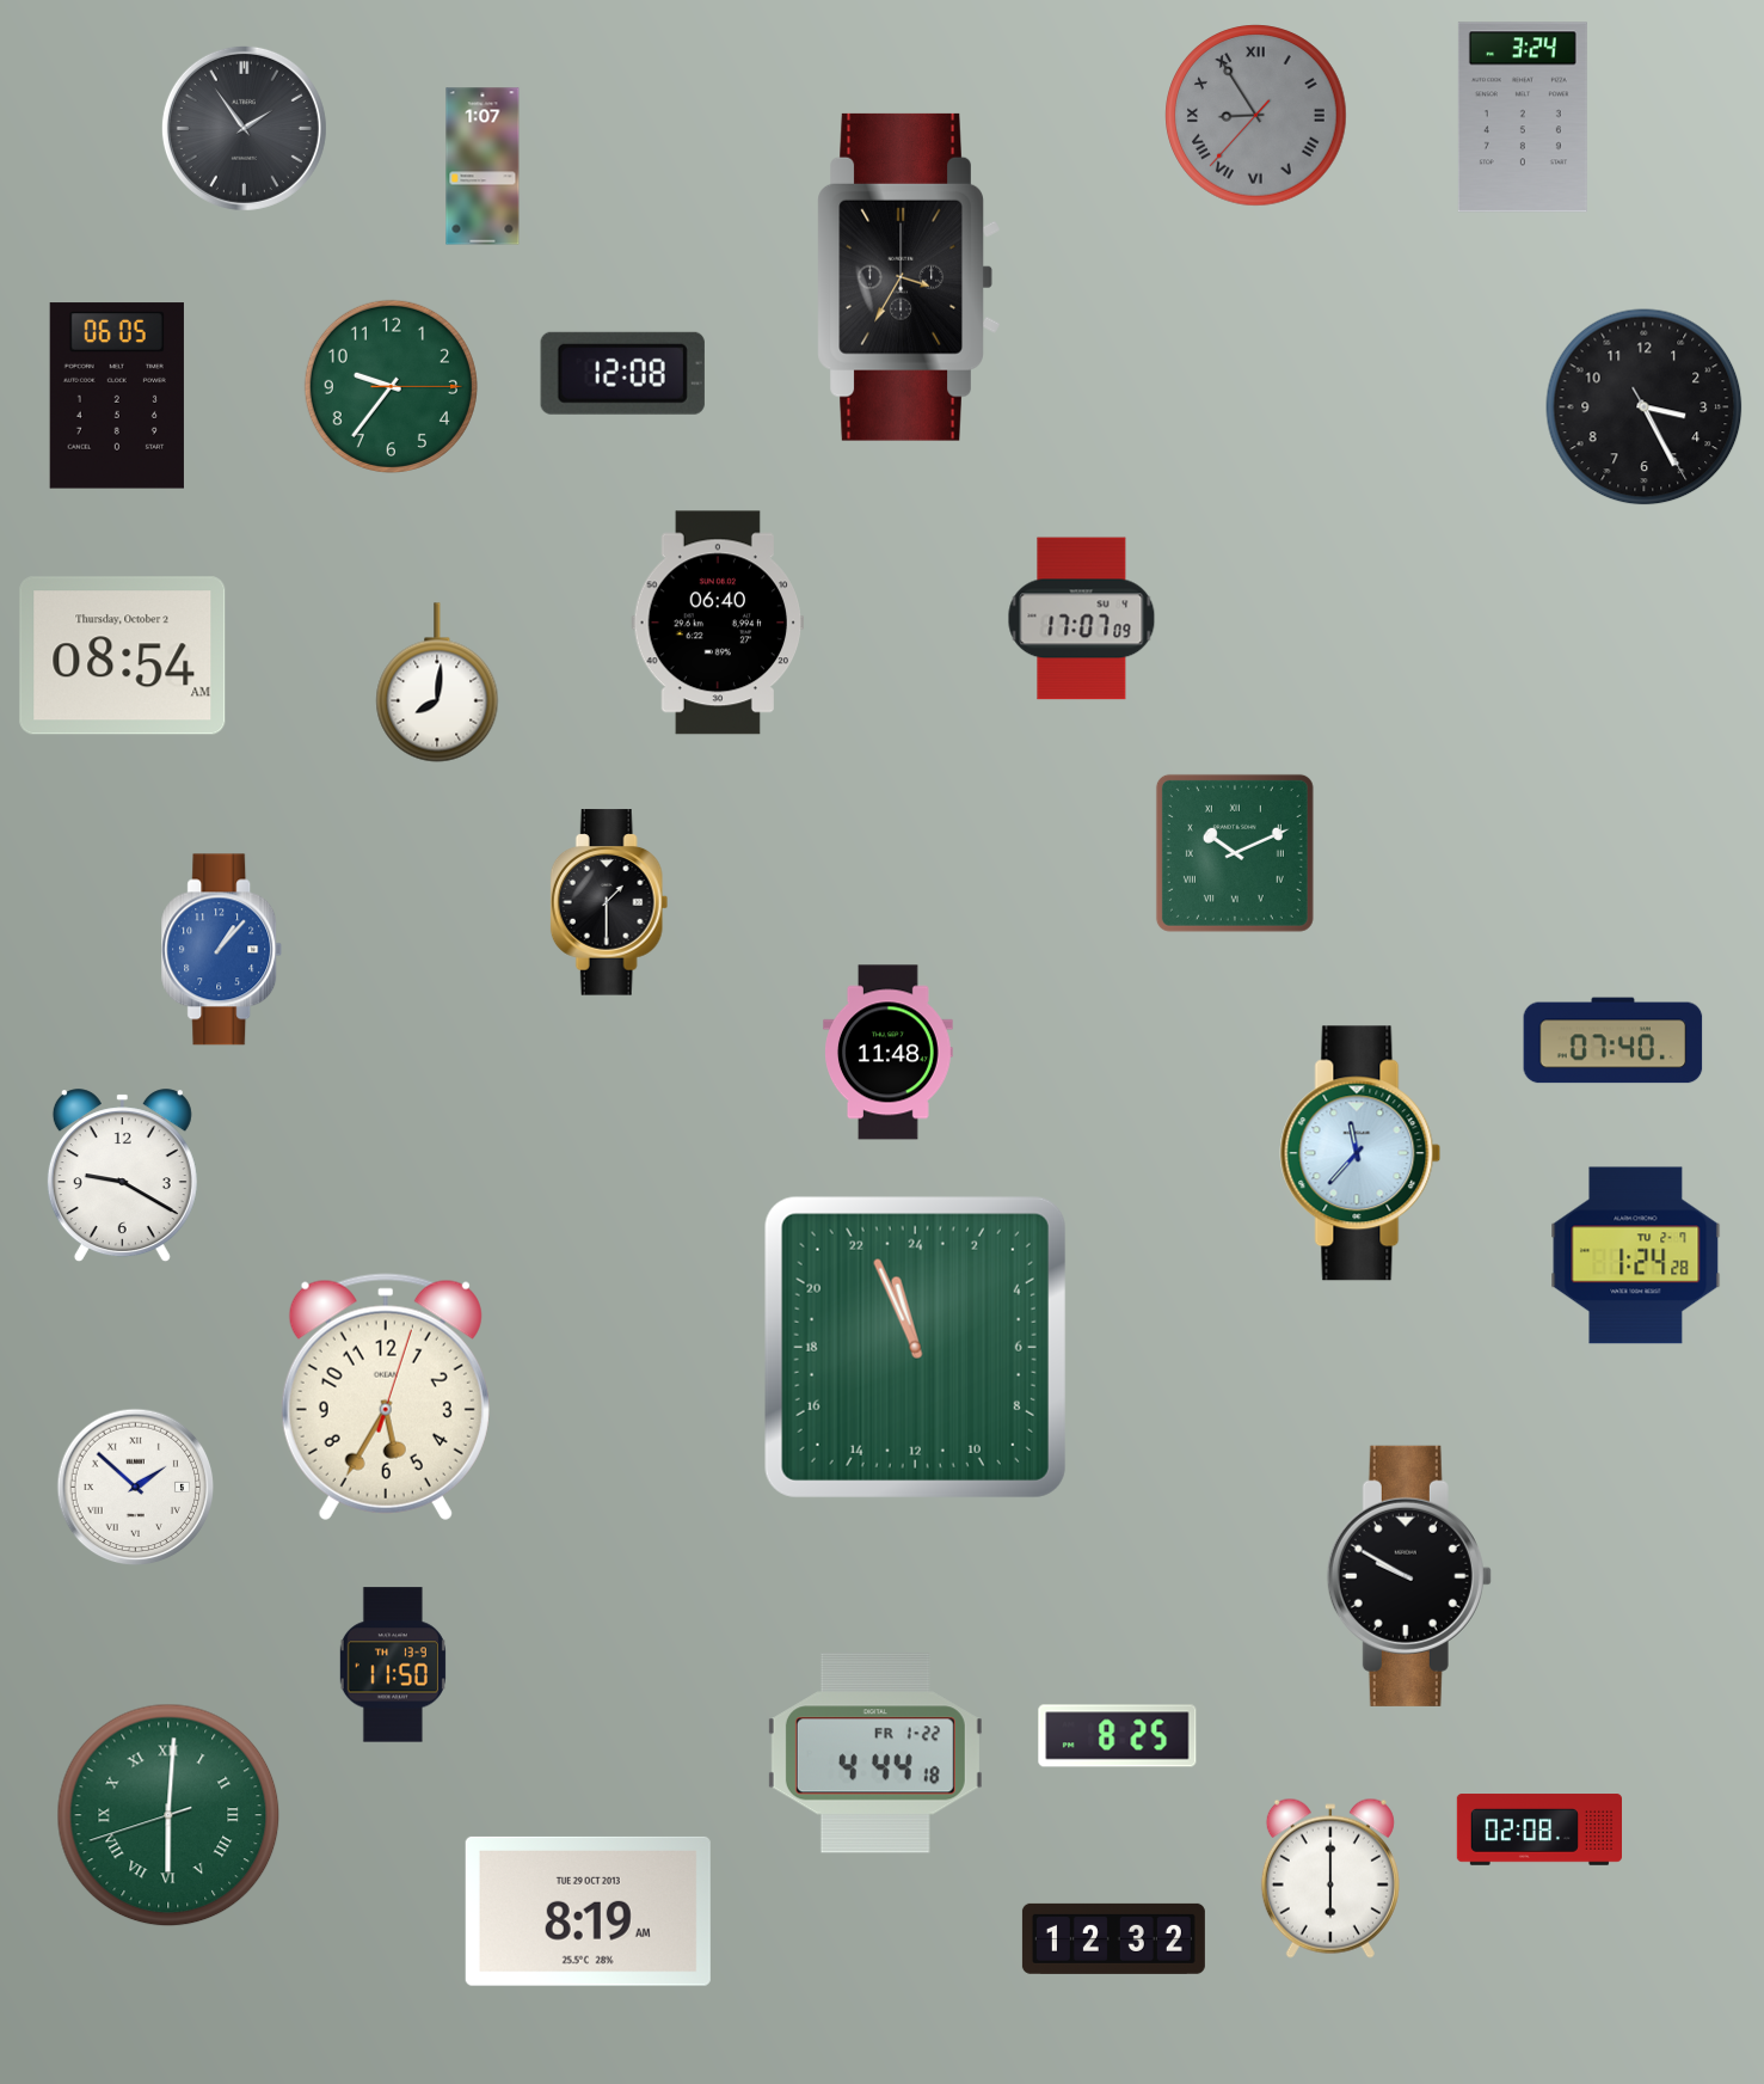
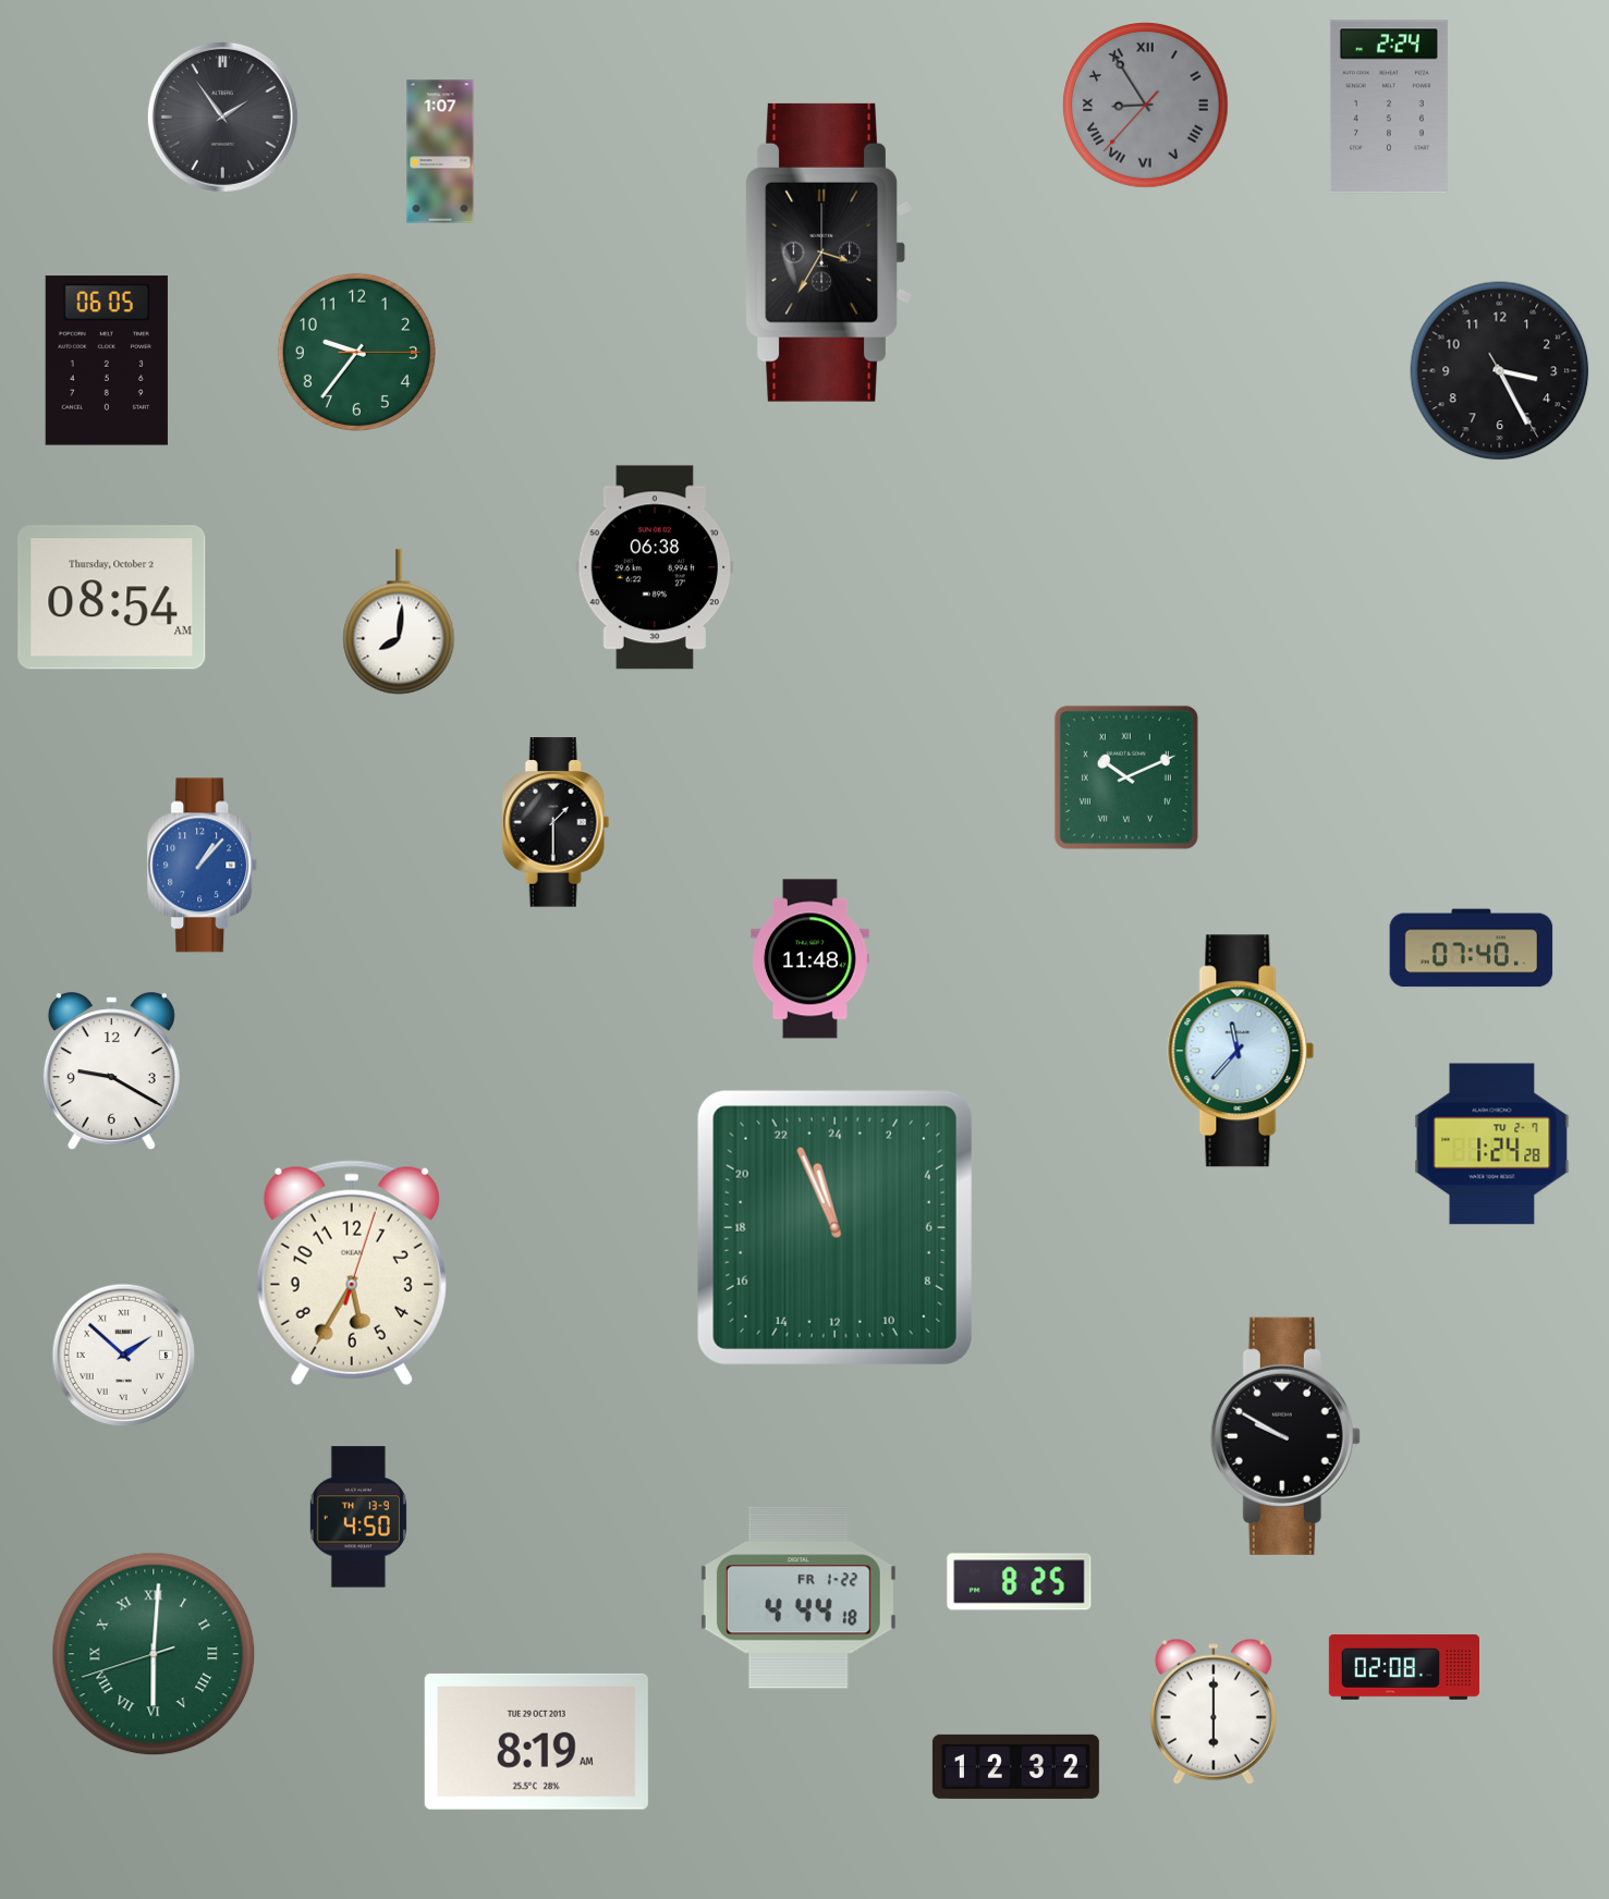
clock at (1523, 117): 3:24 -> 2:24
clock at (622, 373): 12:08 -> none
clock at (1082, 619): 17:07 -> none
clock at (718, 623): 06:40 -> 06:38
clock at (393, 1665): 11:50 -> 4:50
